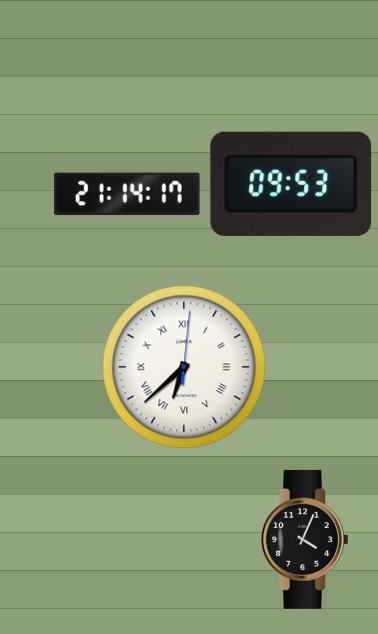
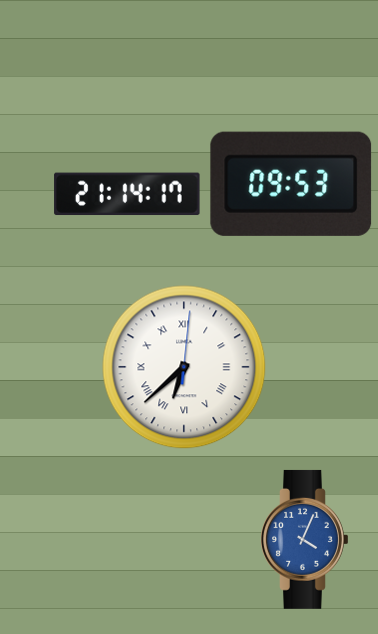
clock at (305, 539) dial: black -> blue
